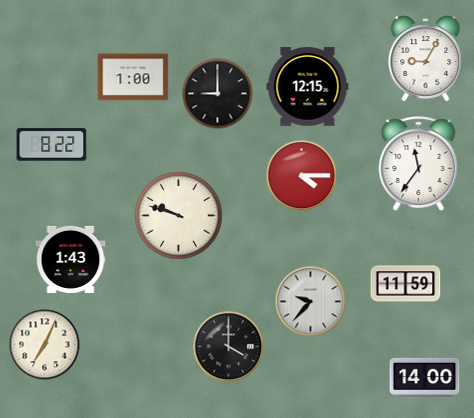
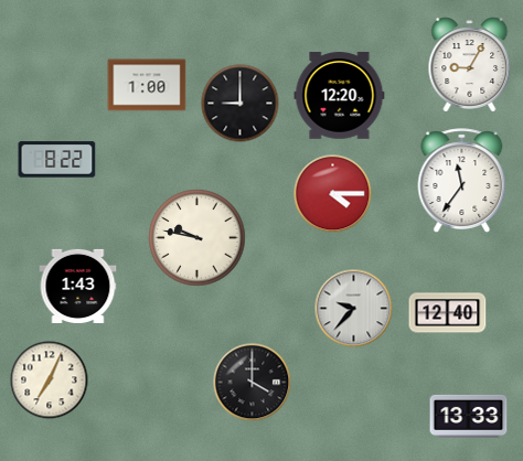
clock at (308, 87): 12:15 -> 12:20
clock at (179, 216): 9:48 -> 9:47
clock at (406, 284): 11:59 -> 12:40
clock at (311, 302) position: (311, 302) -> (354, 309)
clock at (425, 377): 14:00 -> 13:33
